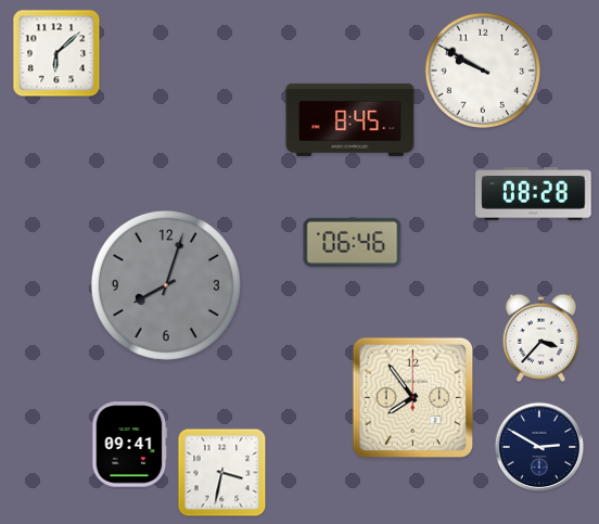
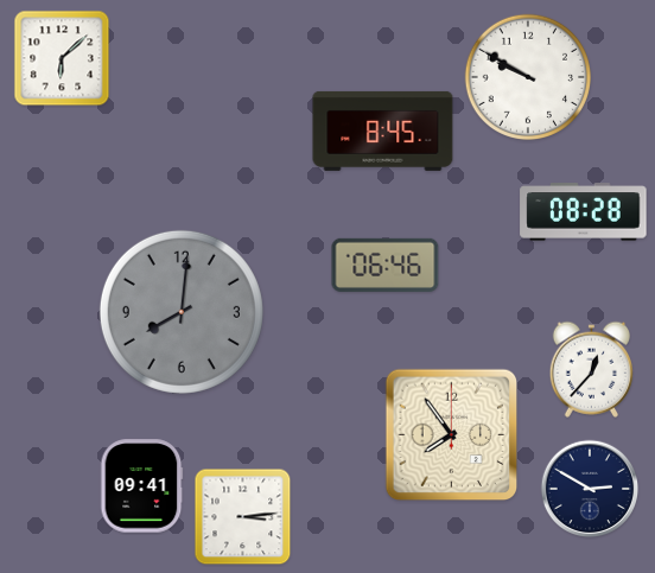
clock at (166, 285): 8:03 -> 8:01
clock at (540, 337): 3:37 -> 12:37
clock at (222, 473): 3:32 -> 3:14
